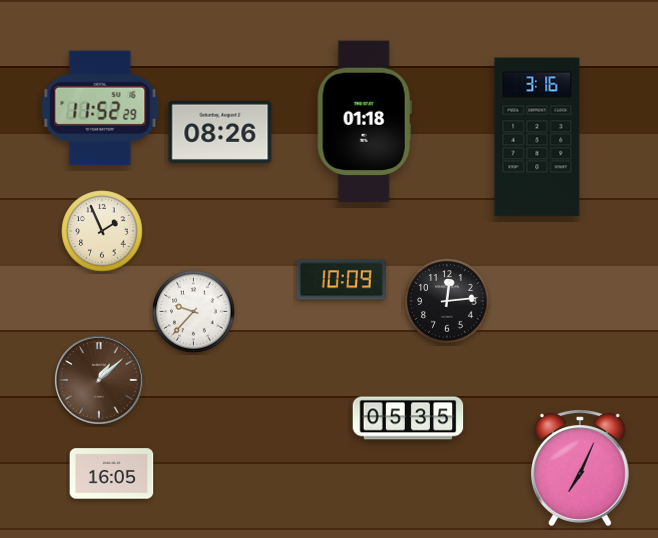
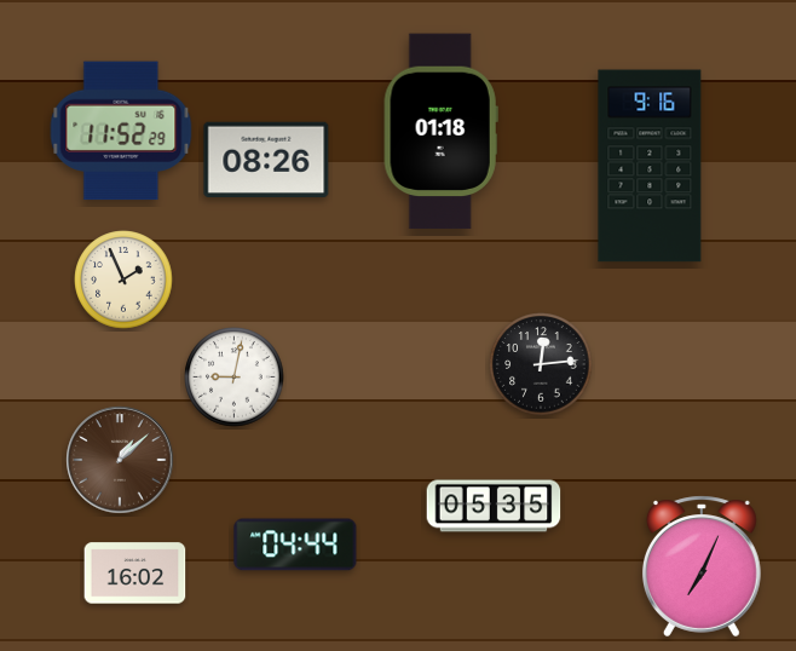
clock at (364, 122) position: (364, 122) -> (440, 132)
clock at (537, 137): 3:16 -> 9:16
clock at (341, 280): 10:09 -> none
clock at (194, 312): 9:37 -> 9:02
clock at (295, 545): none -> 04:44
clock at (112, 474): 16:05 -> 16:02
